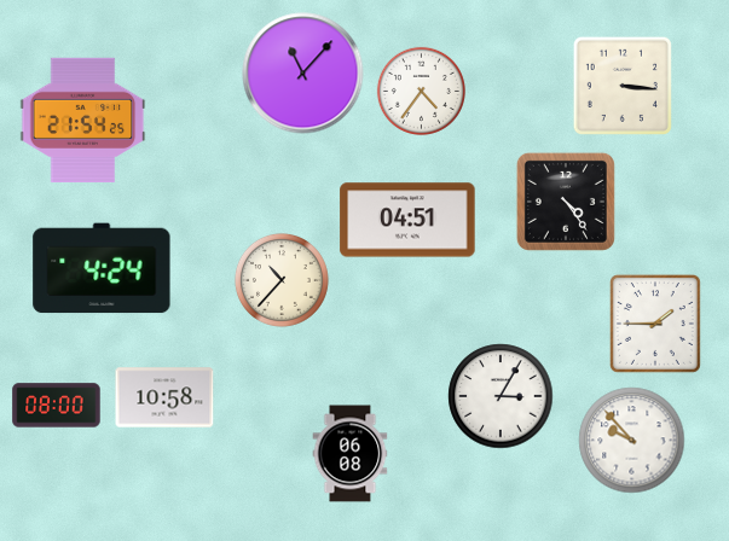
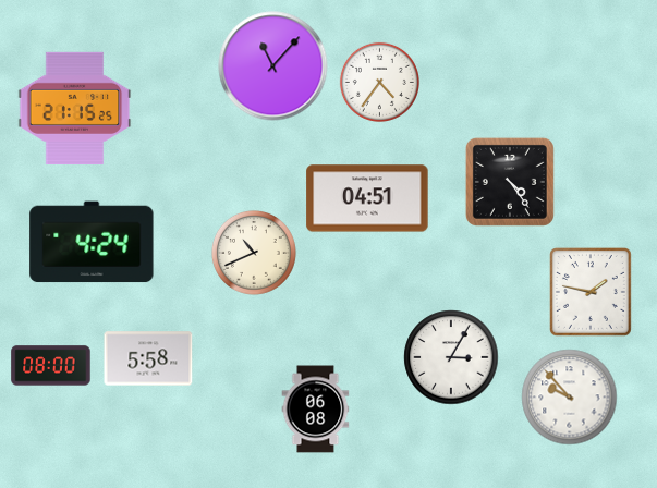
clock at (623, 86): 3:16 -> none
clock at (83, 120): 21:54 -> 21:15
clock at (282, 280): 10:37 -> 10:41
clock at (655, 324): 1:45 -> 1:47
clock at (164, 397): 10:58 -> 5:58
